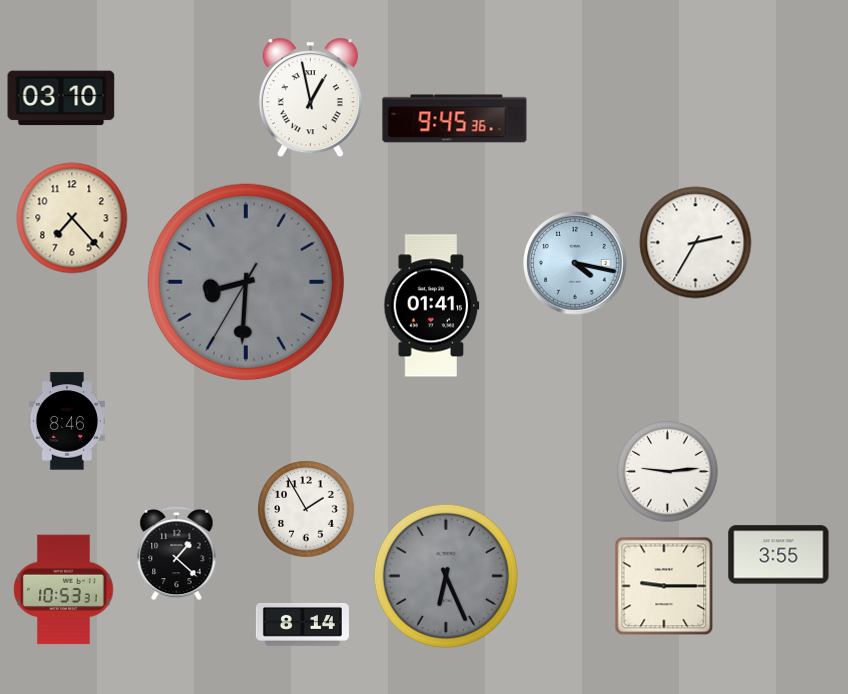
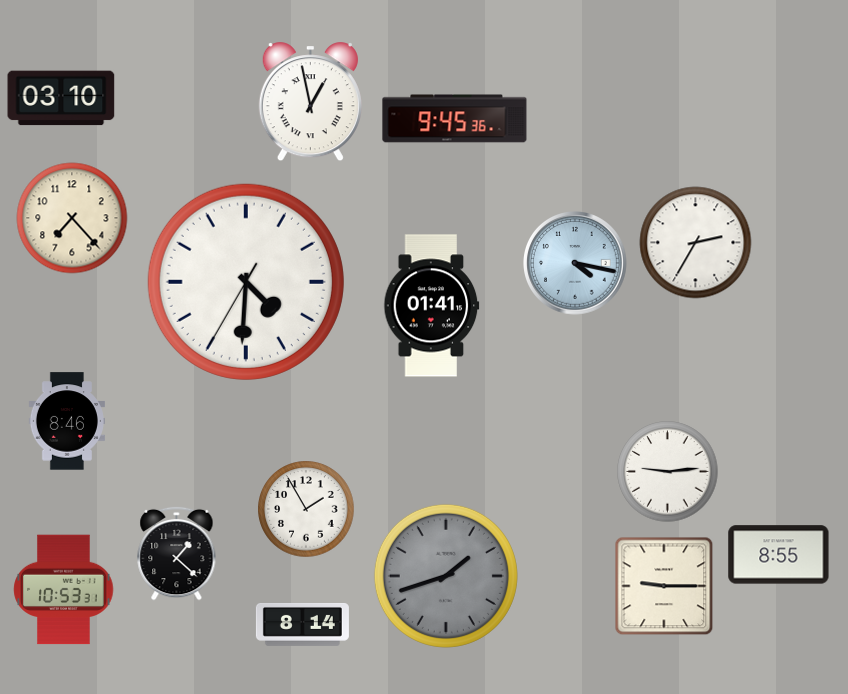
clock at (310, 98) position: (310, 98) -> (310, 102)
clock at (246, 282): 8:30 -> 4:30
clock at (246, 282) dial: grey -> white
clock at (779, 555): 3:55 -> 8:55
clock at (446, 576): 6:26 -> 1:42
